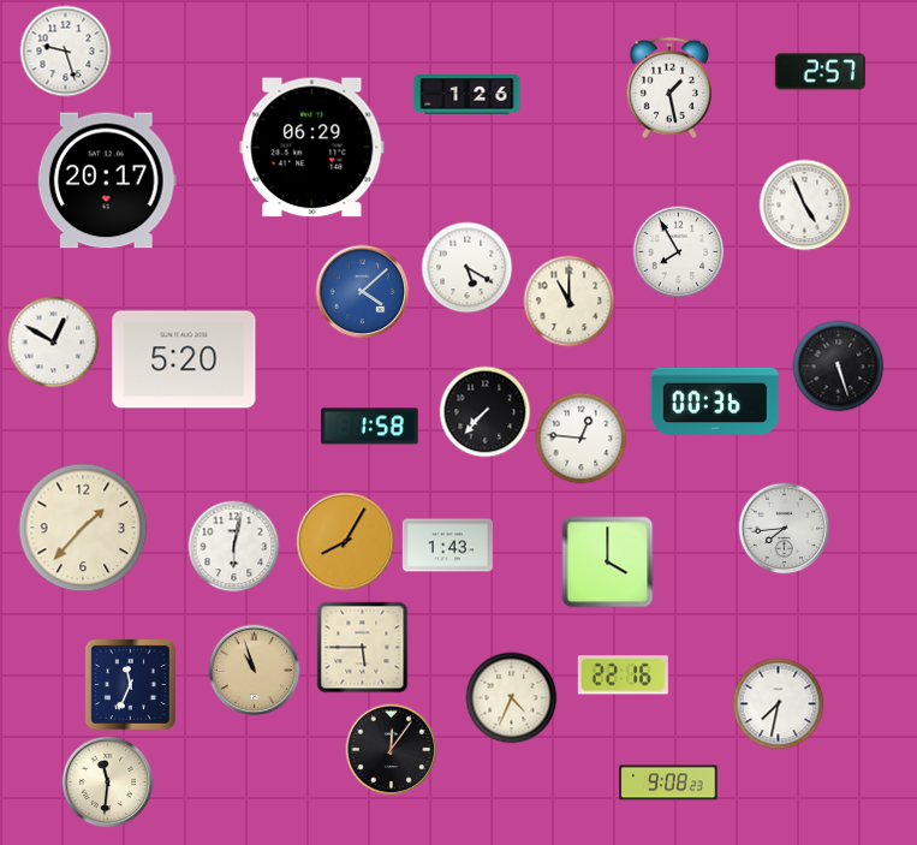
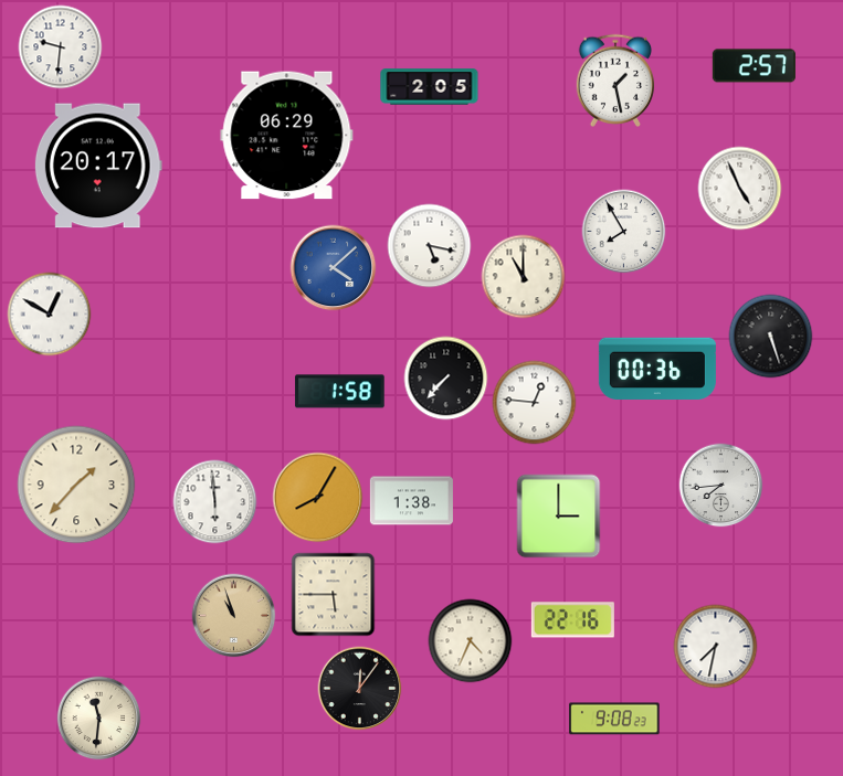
clock at (66, 52): 9:27 -> 9:31
clock at (468, 95): 1:26 -> 2:05
clock at (468, 268): 5:20 -> 5:17
clock at (184, 359): 5:20 -> none
clock at (447, 546): 1:43 -> 1:38
clock at (234, 547): 6:02 -> 5:59
clock at (608, 563): 4:00 -> 3:00
clock at (130, 684): 11:34 -> none
